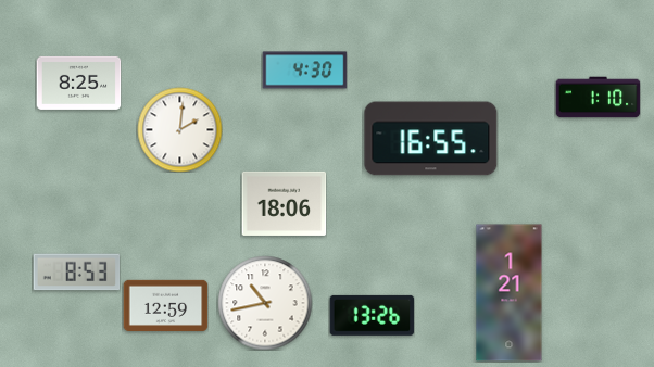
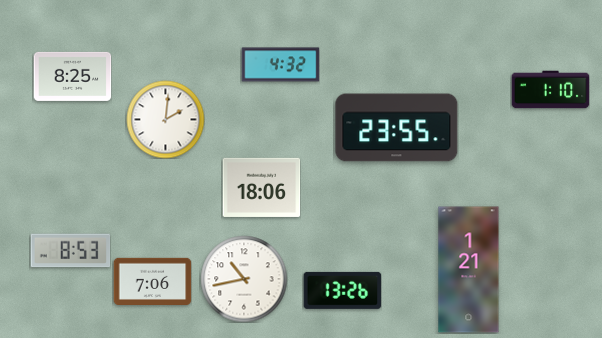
clock at (304, 71): 4:30 -> 4:32
clock at (431, 139): 16:55 -> 23:55
clock at (165, 305): 12:59 -> 7:06
